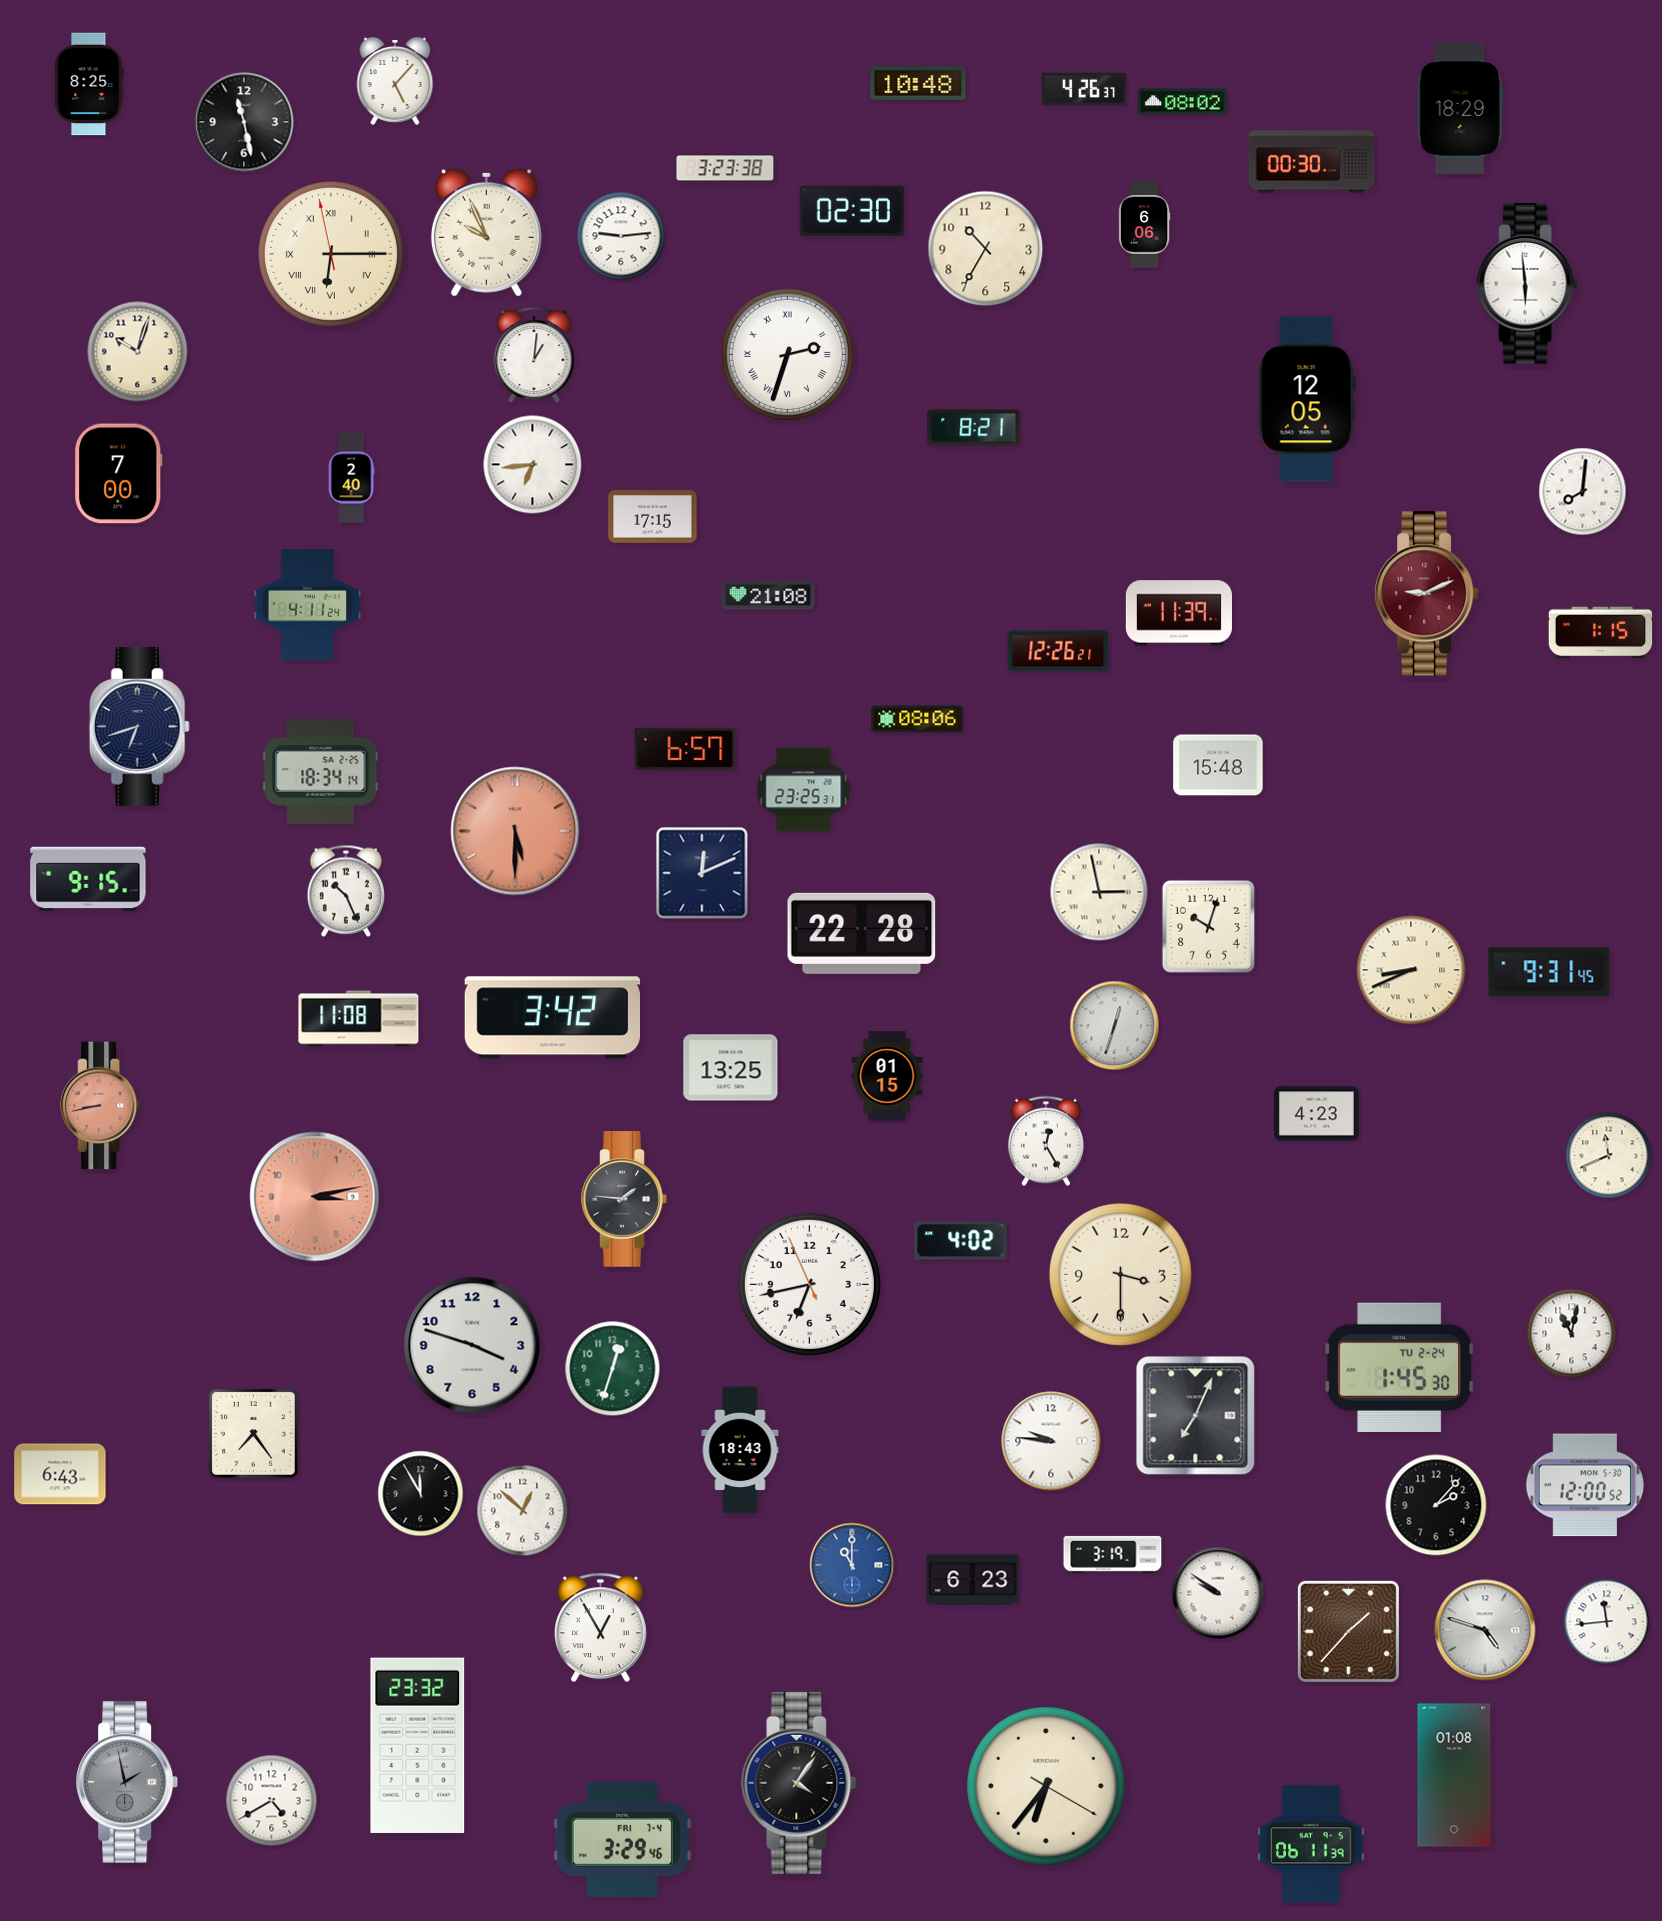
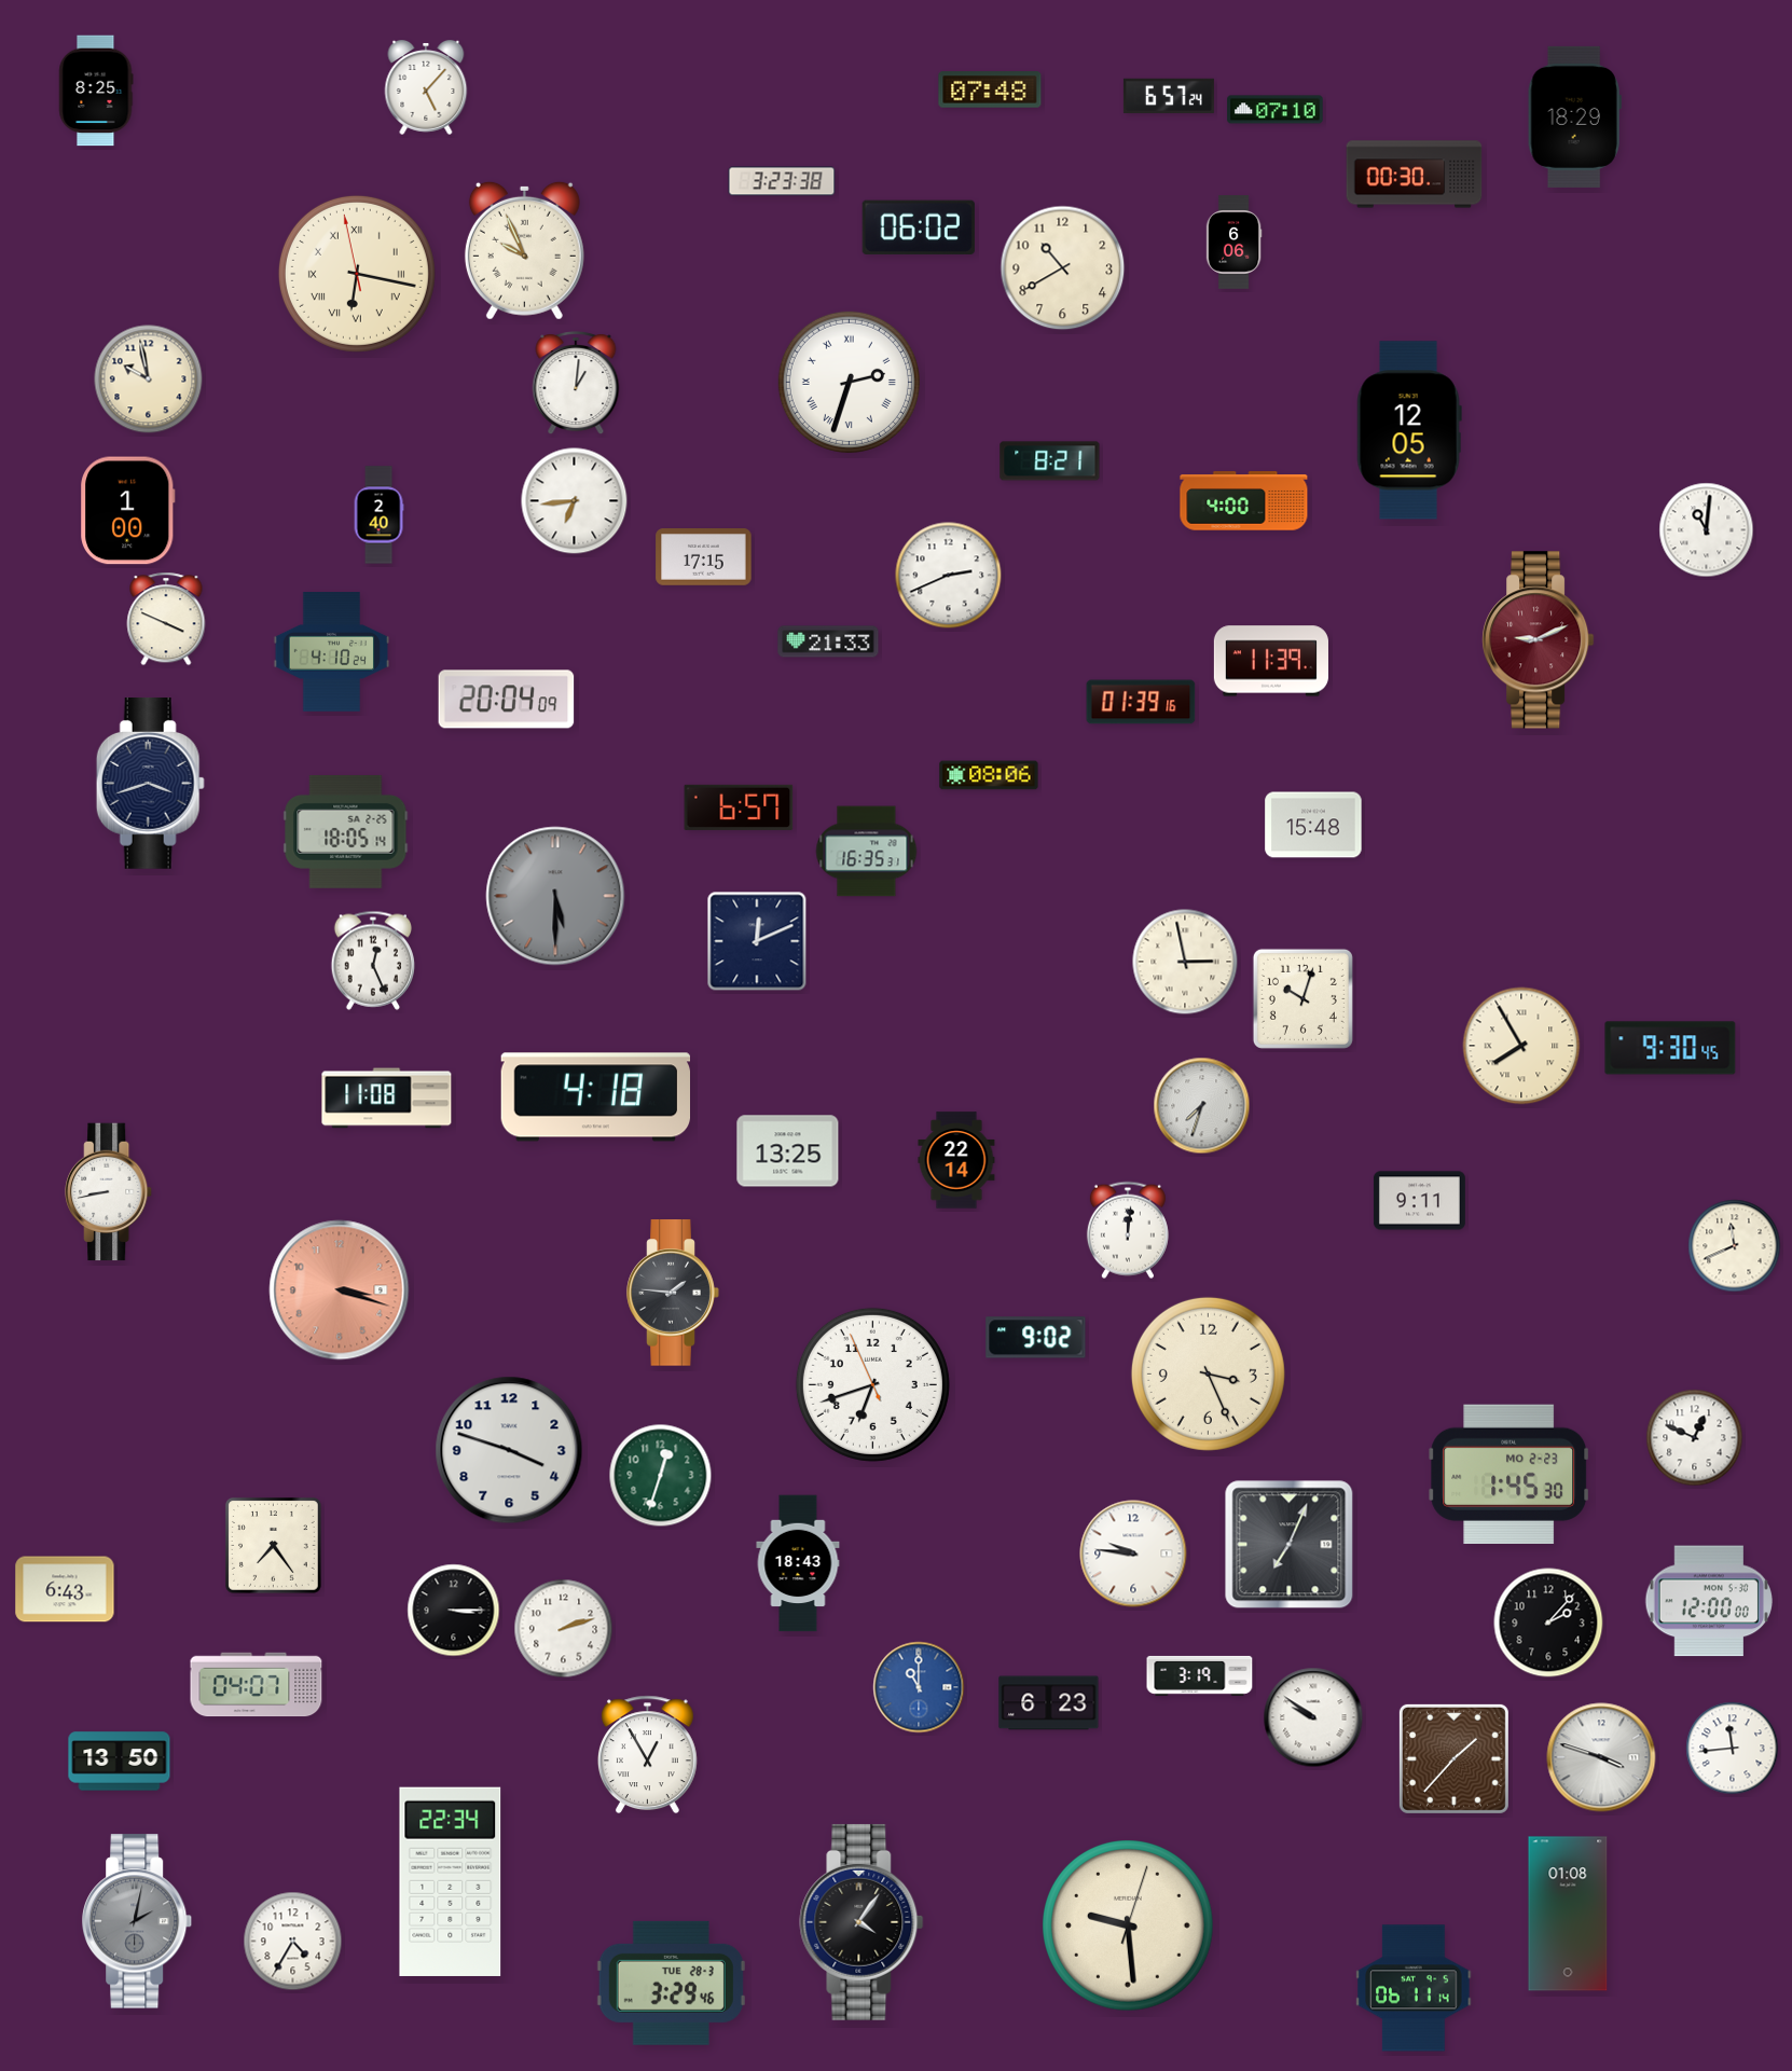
clock at (918, 83): 10:48 -> 07:48
clock at (1084, 88): 4:26 -> 6:57
clock at (1183, 102): 08:02 -> 07:10
clock at (244, 122): 11:28 -> none
clock at (852, 211): 02:30 -> 06:02
clock at (621, 236): 9:14 -> none
clock at (986, 249): 10:35 -> 10:40
clock at (331, 254): 6:14 -> 6:16
clock at (1528, 284): 5:59 -> none
clock at (138, 352): 10:03 -> 9:58
clock at (1244, 501): none -> 4:00
clock at (119, 474): 7:00 -> 1:00
clock at (1583, 492): 8:01 -> 11:01
clock at (949, 576): none -> 2:41
clock at (166, 619): none -> 3:49
clock at (768, 595): 21:08 -> 21:33
clock at (307, 605): 4:11 -> 4:10
clock at (1601, 633): 1:15 -> none
clock at (507, 700): none -> 20:04
clock at (1058, 651): 12:26 -> 01:39
clock at (139, 727): 6:42 -> 3:42
clock at (321, 771): 18:34 -> 18:05
clock at (804, 790): 23:25 -> 16:35
clock at (515, 831) dial: salmon -> grey
clock at (88, 879): 9:15 -> none
clock at (345, 891): 10:26 -> 12:26
clock at (862, 933): 22:28 -> none
clock at (1411, 970): 8:41 -> 7:55
clock at (1549, 972): 9:31 -> 9:30
clock at (553, 1018): 3:42 -> 4:18
clock at (1115, 1026): 12:33 -> 7:33
clock at (887, 1076): 01:15 -> 22:14
clock at (101, 1106) dial: salmon -> white
clock at (1316, 1114): 4:23 -> 9:11
clock at (1046, 1141): 12:25 -> 12:01
clock at (315, 1197): 3:13 -> 3:18
clock at (961, 1241): 4:02 -> 9:02
clock at (1120, 1274): 3:30 -> 3:26
clock at (809, 1284): 6:42 -> 6:41
clock at (1572, 1334): 11:02 -> 12:49
clock at (1400, 1367) date: TU 2-24 -> MO 2-23
clock at (1196, 1416) position: (1196, 1416) -> (1290, 1545)
clock at (1585, 1485): 12:00:52 -> 12:00:00
clock at (421, 1494): 11:55 -> 3:15
clock at (523, 1511): 12:52 -> 2:12
clock at (257, 1685): none -> 04:07
clock at (1485, 1630): 4:48 -> 3:48
clock at (120, 1762): none -> 13:50
clock at (418, 1745): 23:32 -> 22:34
clock at (127, 1782): 1:58 -> 2:02
clock at (1046, 1786): 6:36 -> 9:29
clock at (272, 1801): 4:40 -> 4:35
clock at (622, 1839) date: FRI 7-4 -> TUE 28-3
clock at (1311, 1844): 06:11:39 -> 06:11:14
